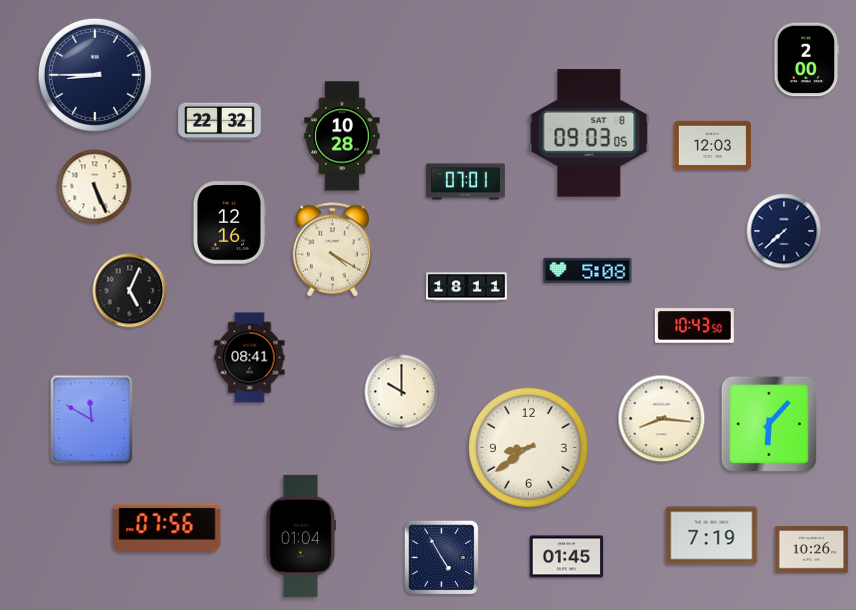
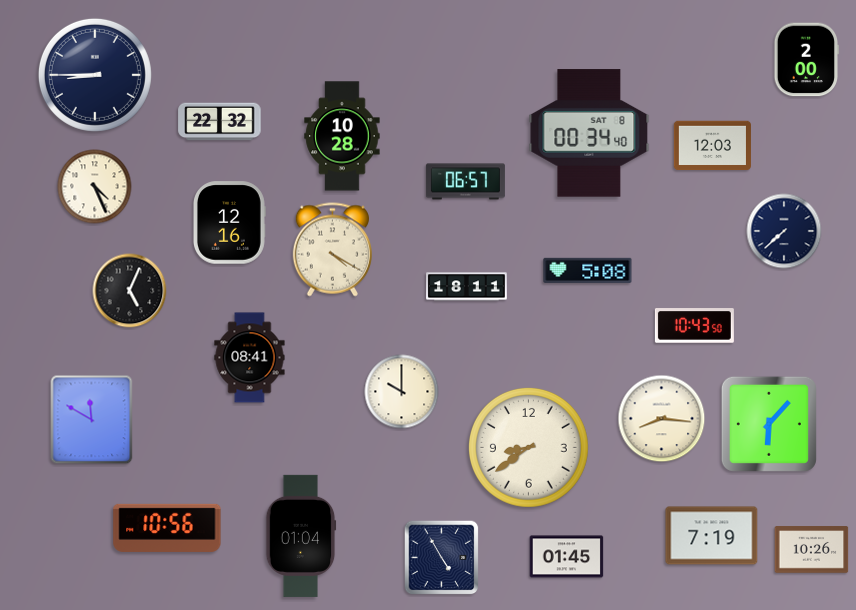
clock at (589, 133): 09:03 -> 00:34
clock at (465, 182): 07:01 -> 06:57
clock at (95, 187): 5:26 -> 4:26
clock at (167, 528): 07:56 -> 10:56
